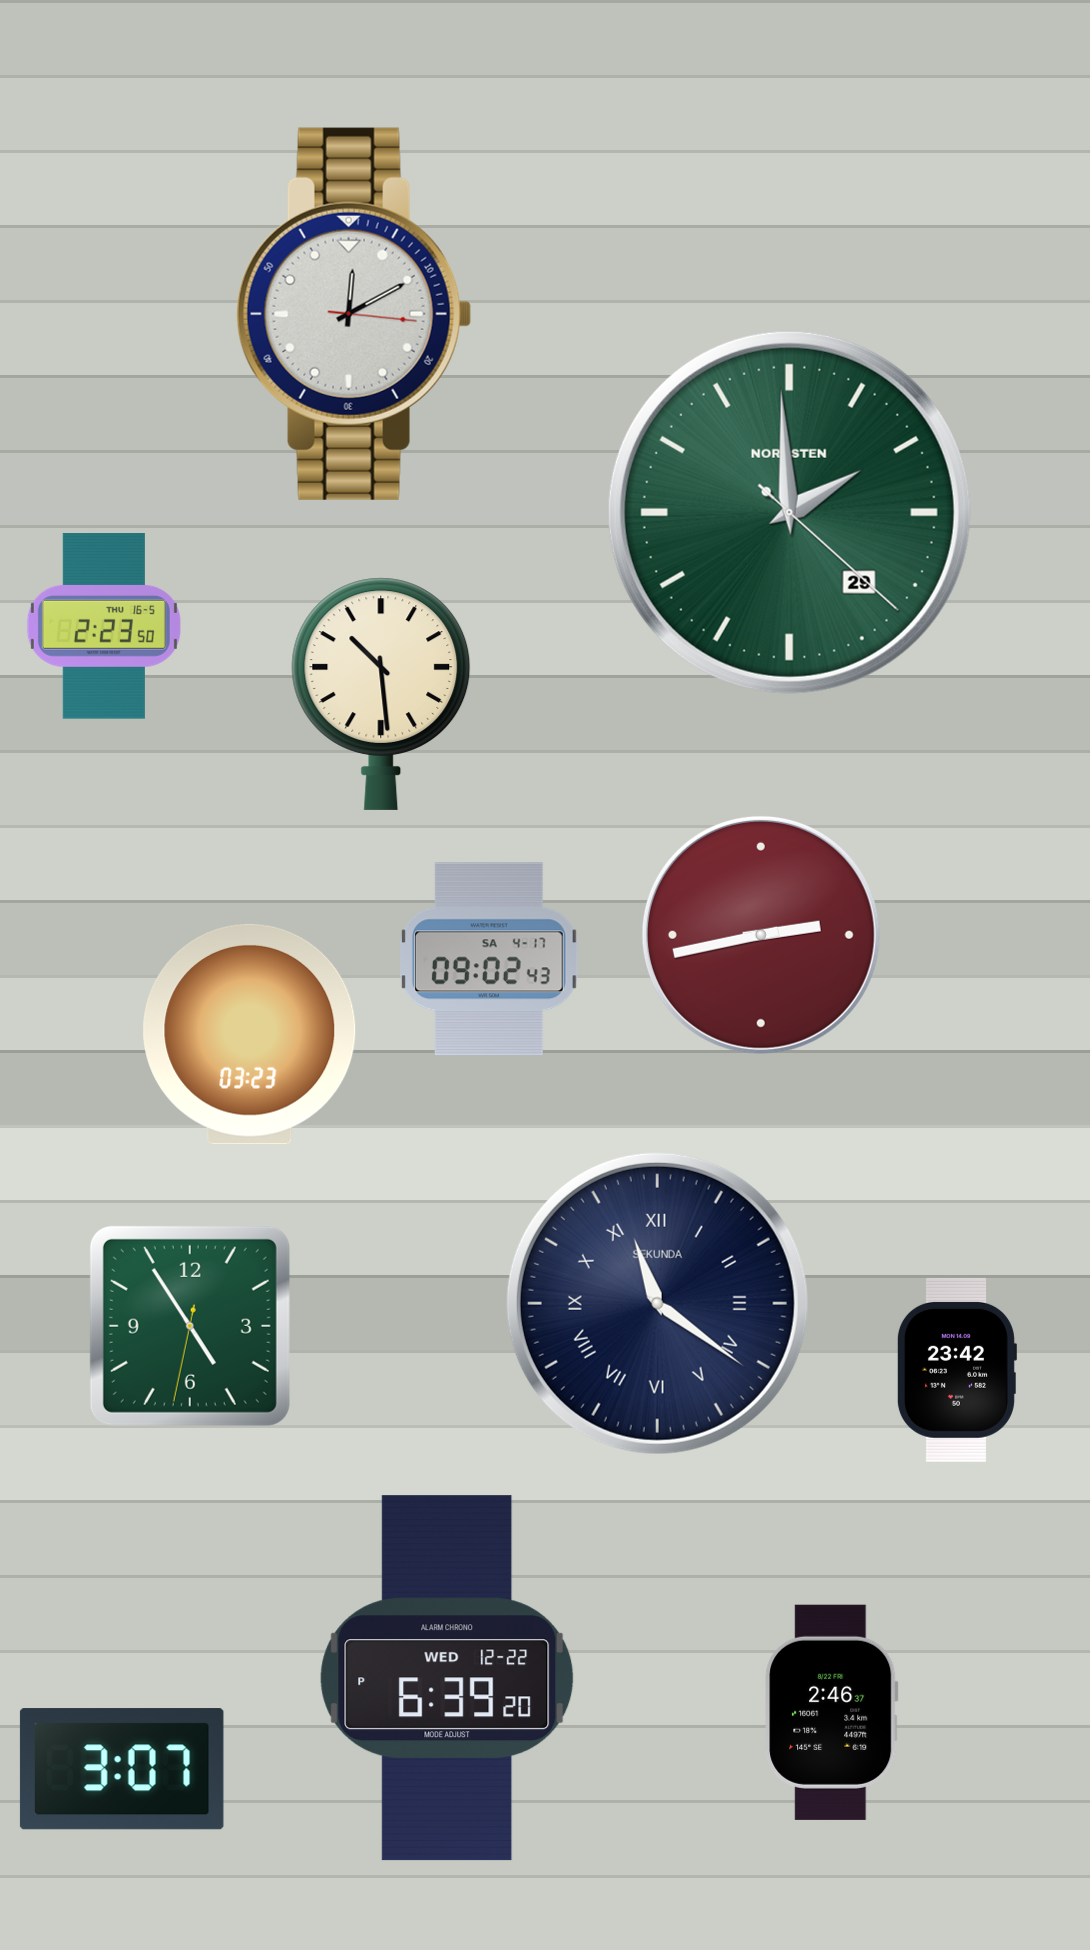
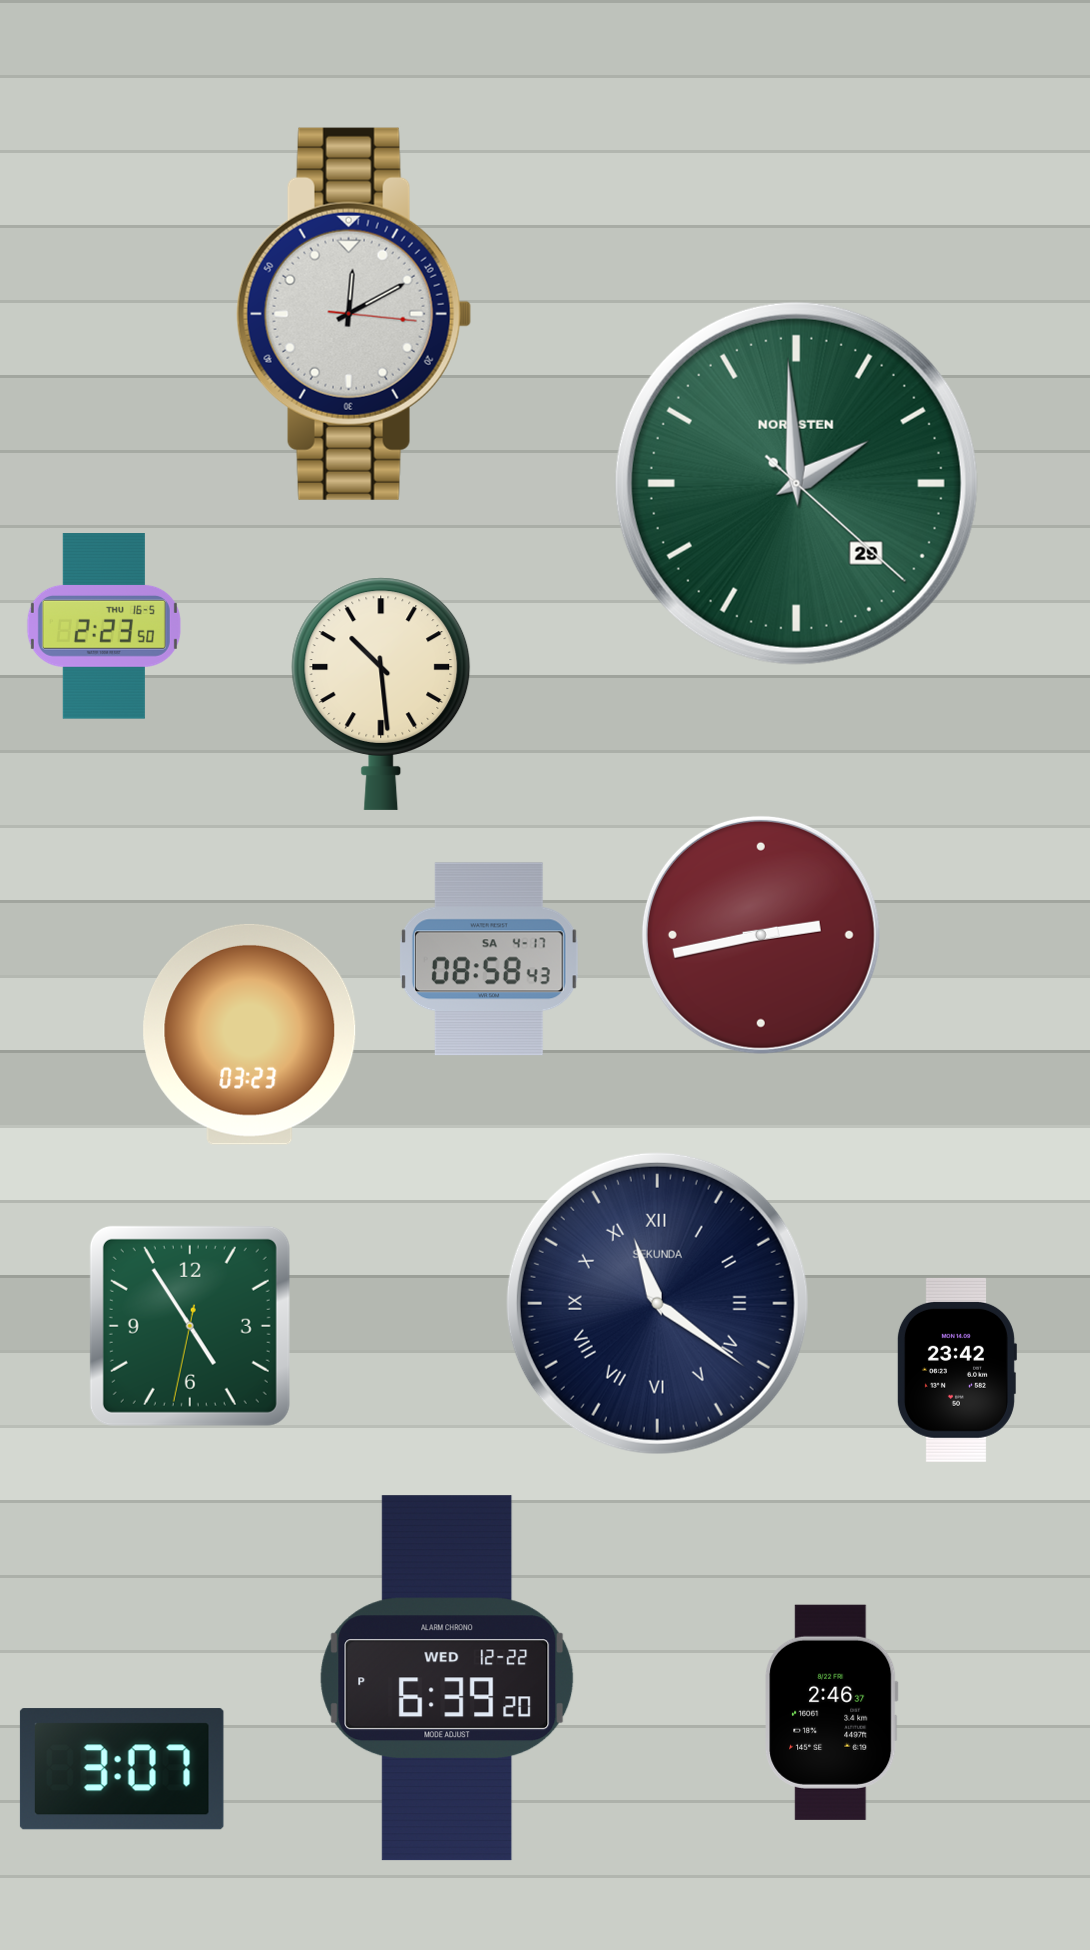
clock at (789, 512) position: (789, 512) -> (796, 483)
clock at (489, 959): 09:02 -> 08:58
